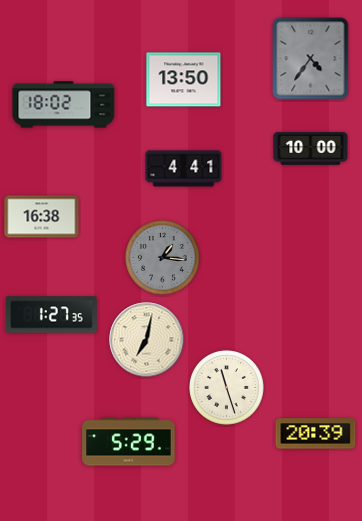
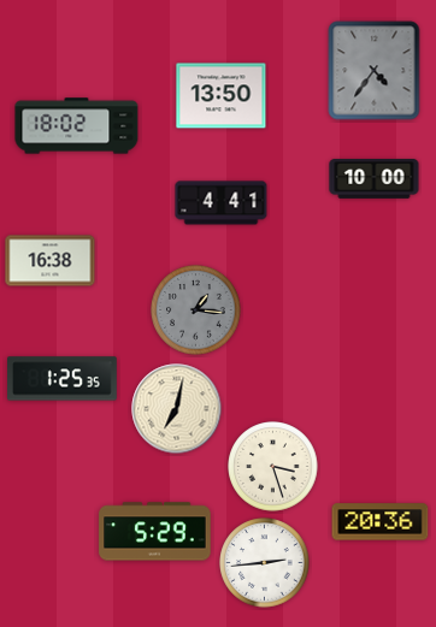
clock at (52, 315): 1:27 -> 1:25
clock at (227, 388): 11:27 -> 3:27
clock at (316, 434): 20:39 -> 20:36
clock at (265, 563): none -> 2:44
